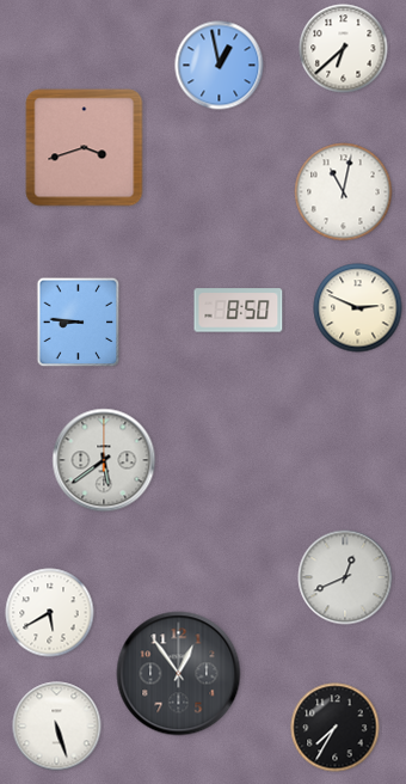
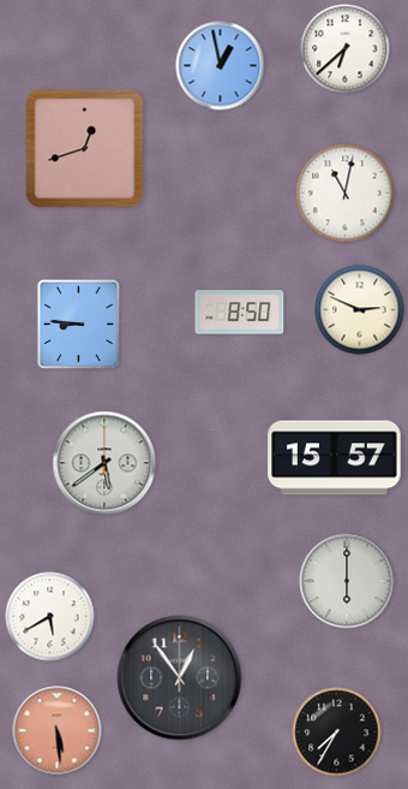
clock at (85, 148): 3:42 -> 12:42
clock at (335, 458): none -> 15:57
clock at (345, 577): 12:41 -> 6:00
clock at (57, 727): 5:27 -> 5:29
clock at (57, 727) dial: white -> salmon
